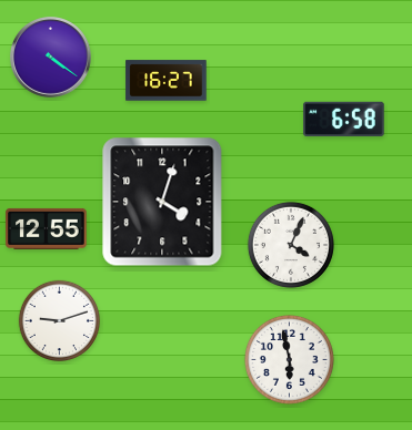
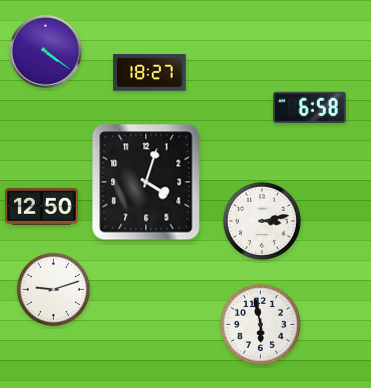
clock at (167, 81): 16:27 -> 18:27
clock at (47, 228): 12:55 -> 12:50
clock at (291, 245): 4:04 -> 3:13
